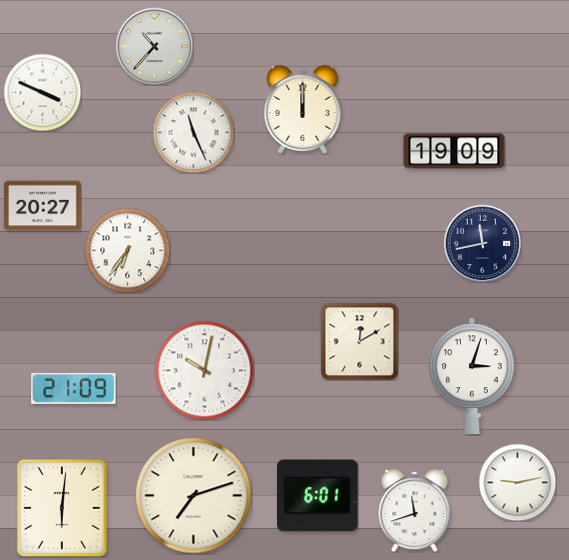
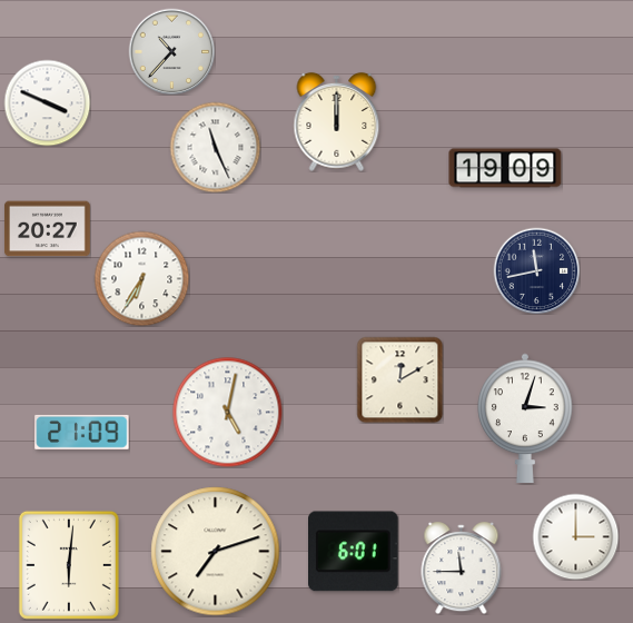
clock at (127, 250): 6:36 -> 6:35
clock at (205, 371): 10:02 -> 5:02
clock at (517, 482): 9:13 -> 3:00
clock at (415, 511): 11:42 -> 11:45
